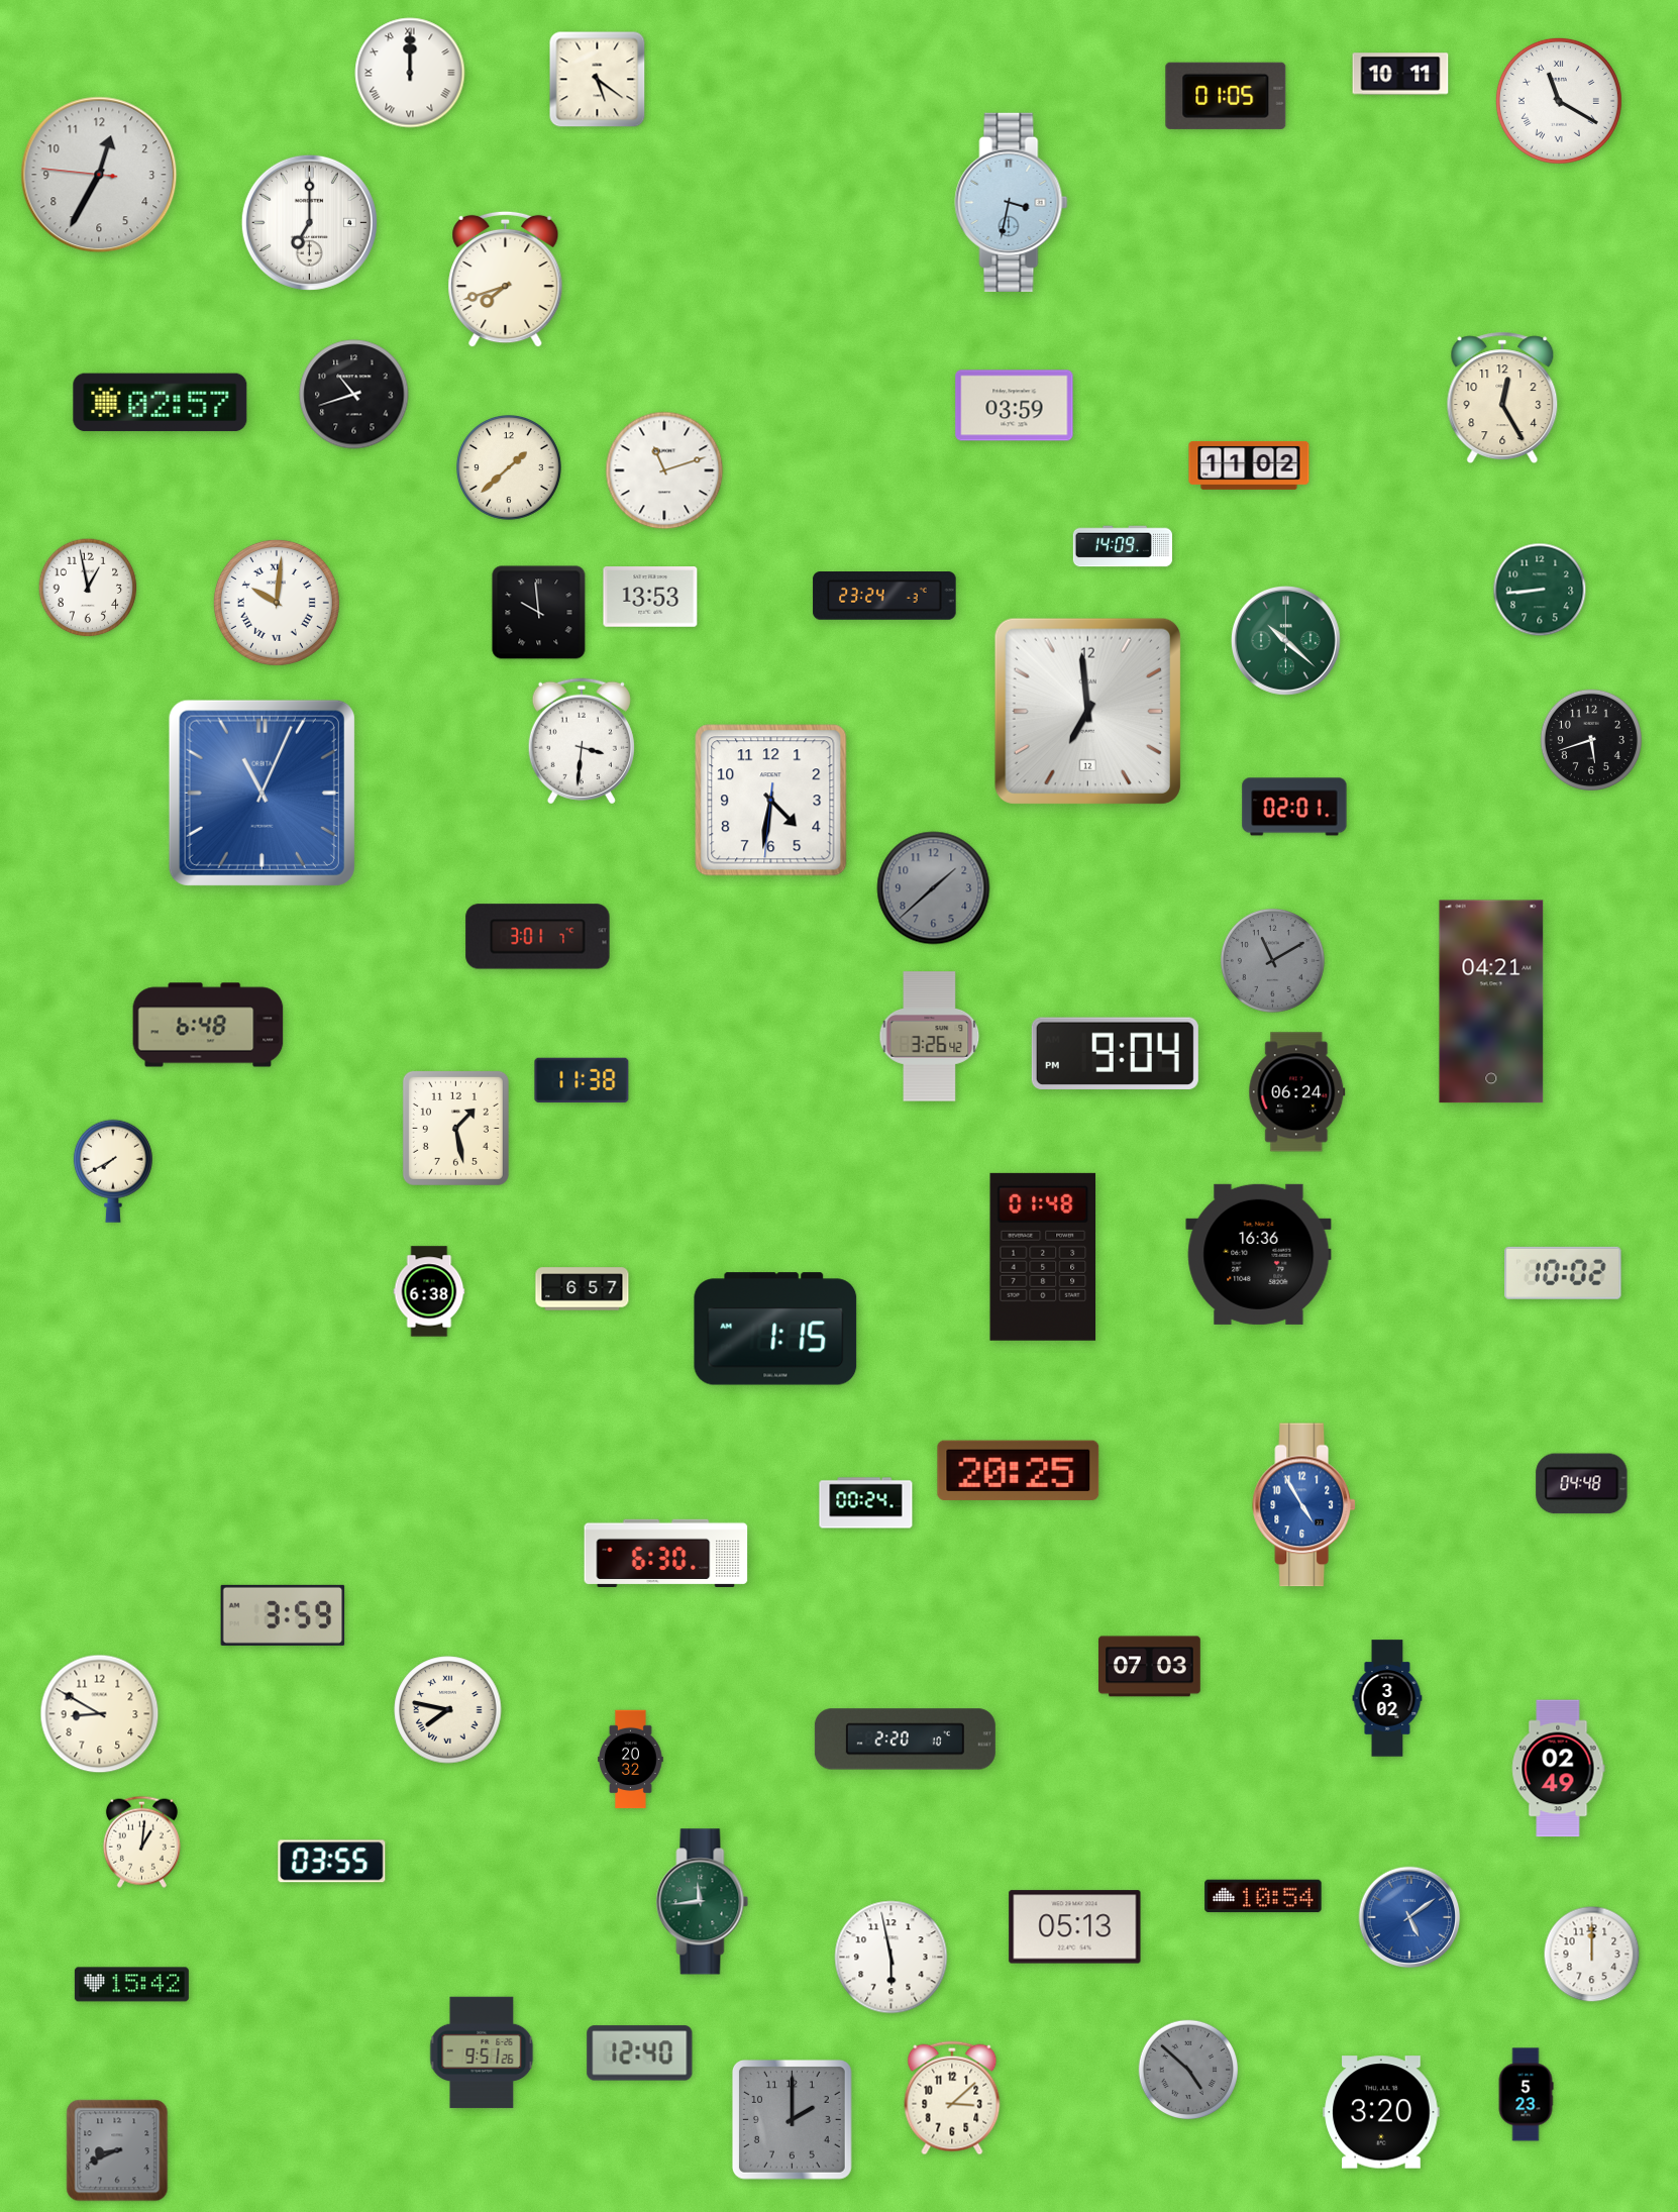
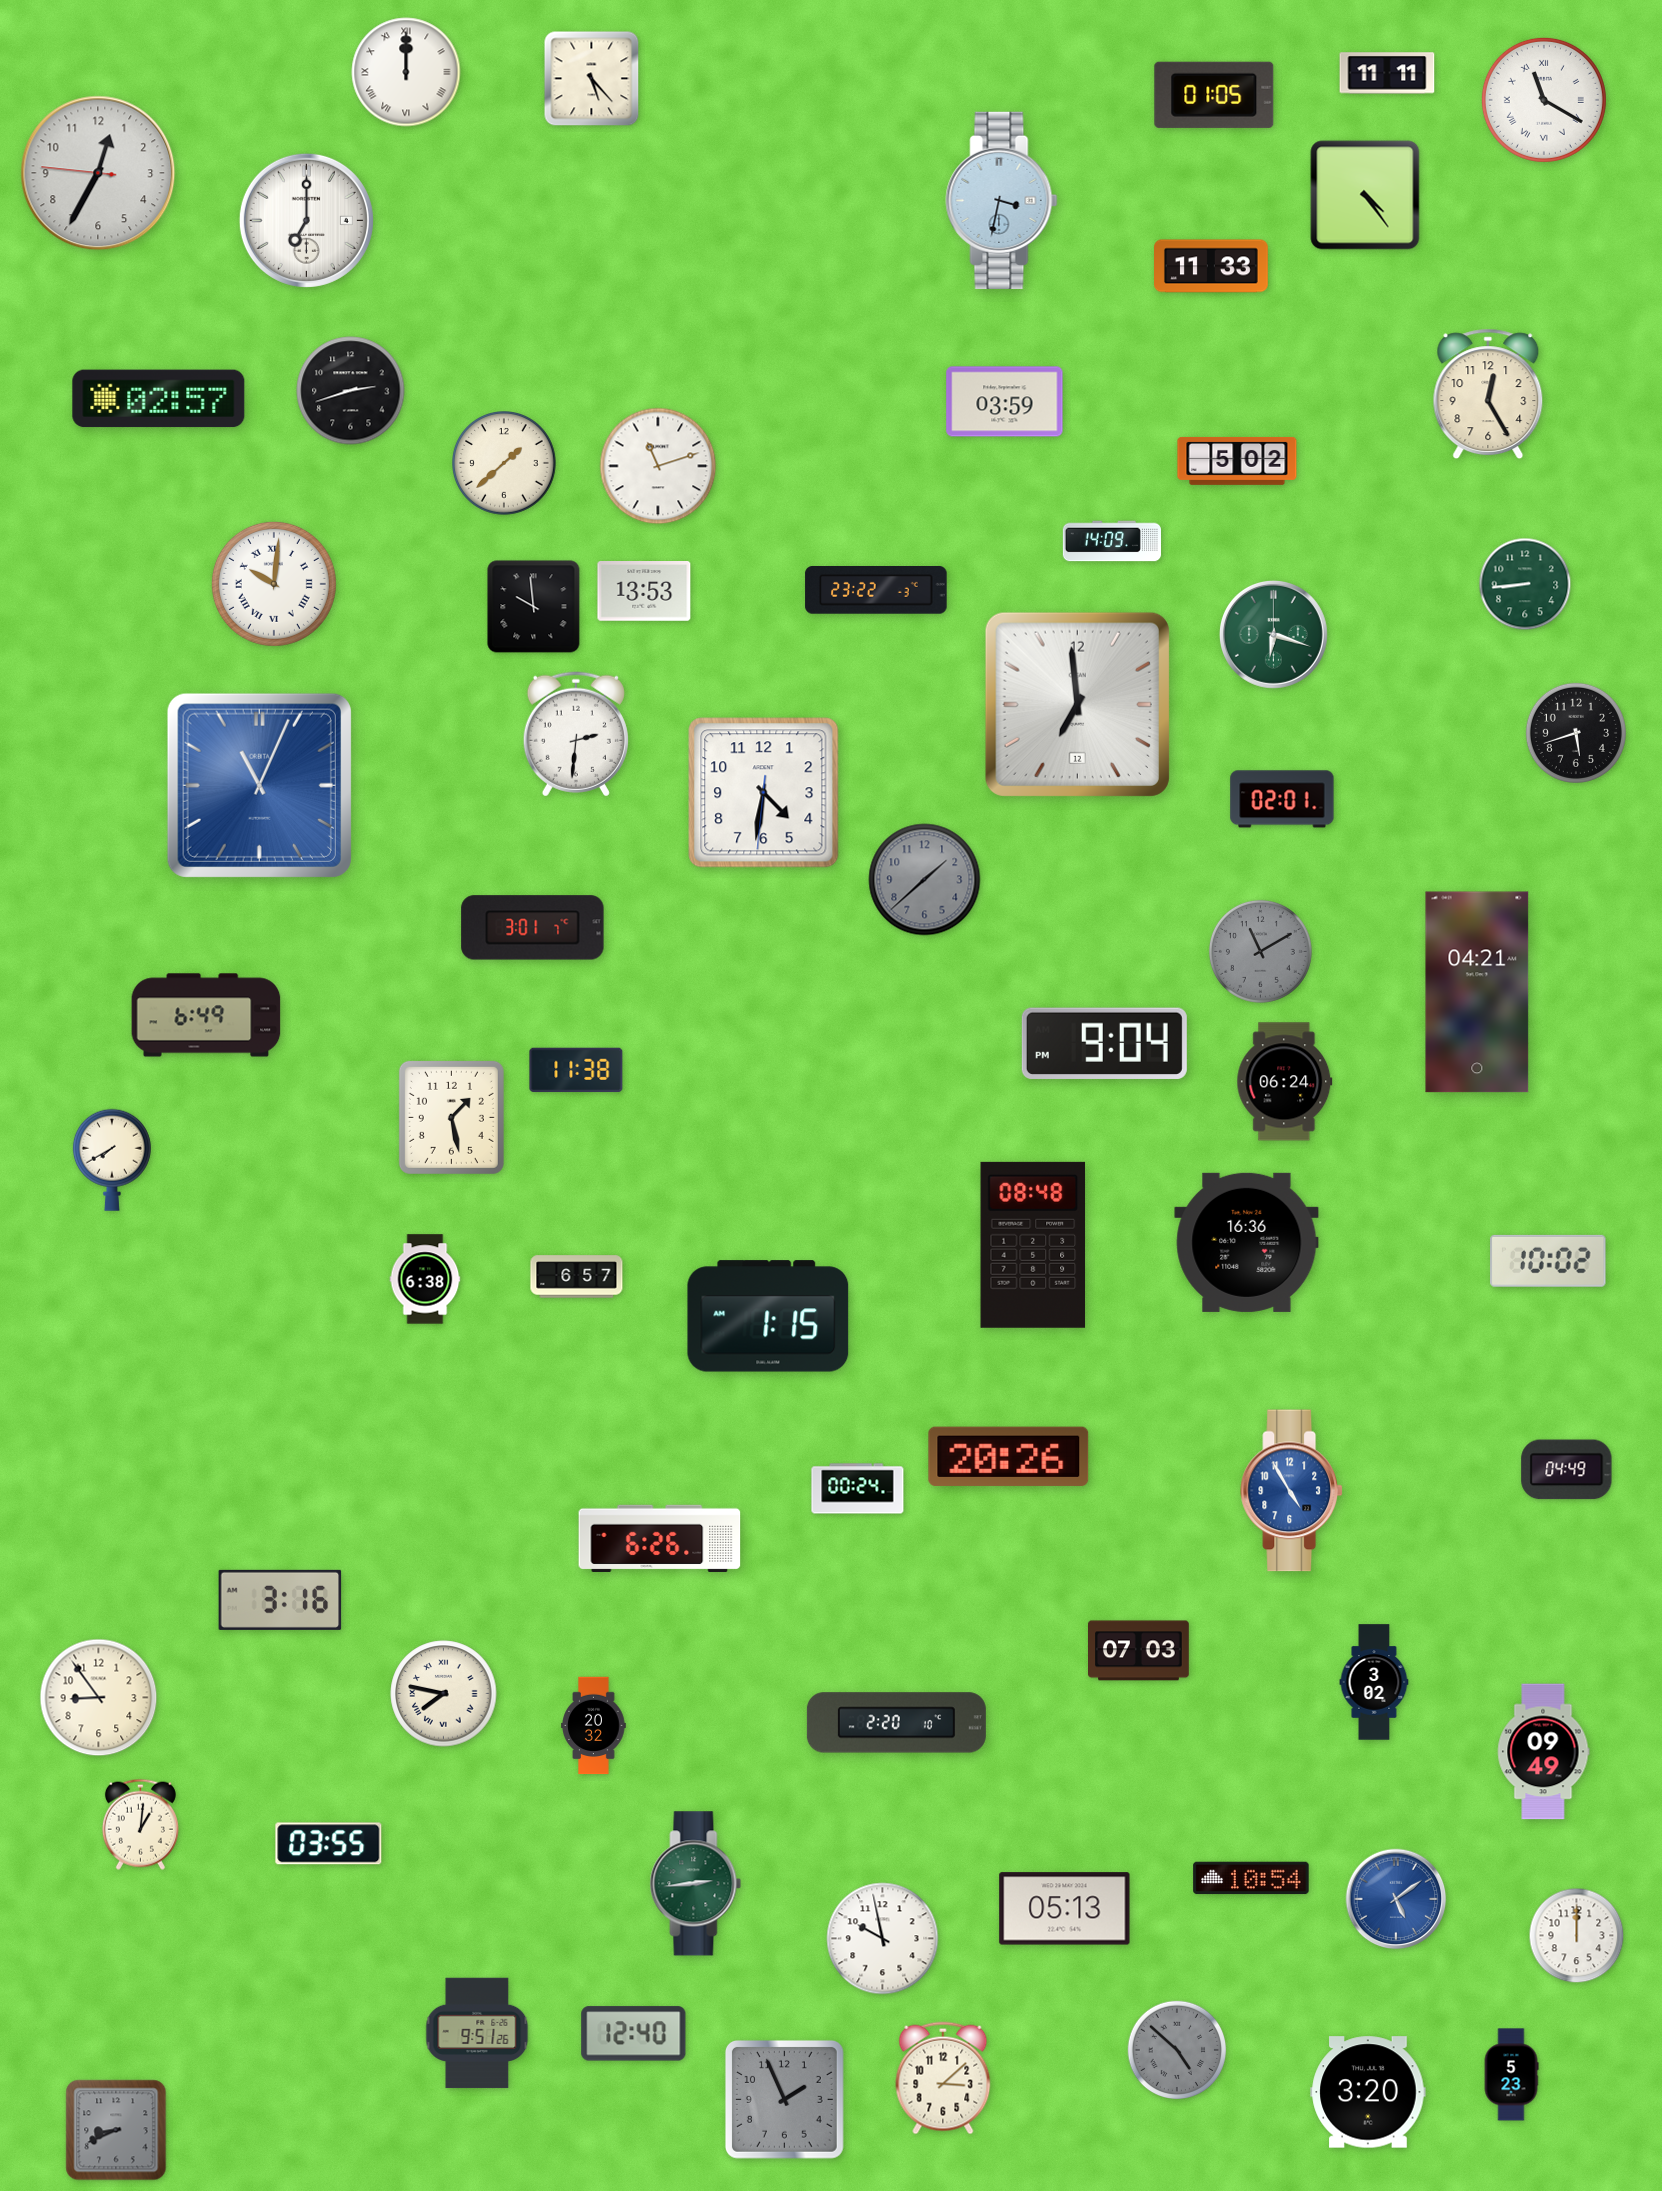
clock at (1400, 74): 10:11 -> 11:11
clock at (598, 80): 5:21 -> 5:23
clock at (1365, 195): none -> 4:24
clock at (1212, 266): none -> 11:33
clock at (506, 280): 7:42 -> none
clock at (354, 395): 10:42 -> 2:42
clock at (1249, 465): 11:02 -> 5:02
clock at (88, 588): 12:58 -> none
clock at (884, 596): 23:24 -> 23:22
clock at (277, 603) position: (277, 603) -> (274, 584)
clock at (1285, 640): 10:22 -> 6:18
clock at (582, 741): 3:31 -> 2:31
clock at (208, 1025): 6:48 -> 6:49
clock at (930, 1037): 3:26 -> none
clock at (1043, 1257): 01:48 -> 08:48
clock at (1019, 1470): 20:25 -> 20:26
clock at (1582, 1484): 04:48 -> 04:49
clock at (666, 1553): 6:30 -> 6:26
clock at (283, 1615): 3:59 -> 3:16
clock at (100, 1714): 8:50 -> 8:54
clock at (631, 1760) position: (631, 1760) -> (594, 1726)
clock at (1558, 1769): 02:49 -> 09:49
clock at (703, 1902): 11:44 -> 2:44
clock at (892, 1958): 5:58 -> 9:58
clock at (131, 1985): 15:42 -> none
clock at (792, 2119): 2:00 -> 1:56
